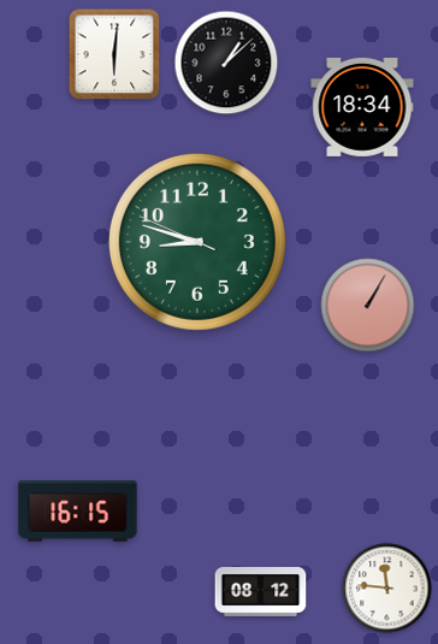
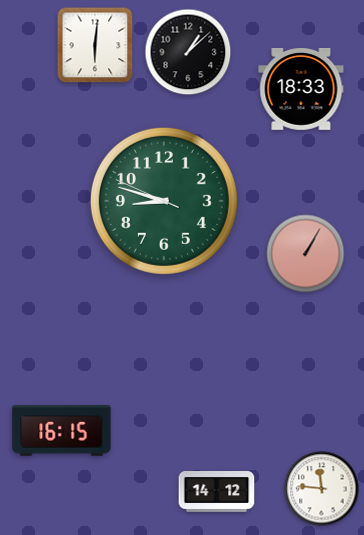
clock at (362, 107): 18:34 -> 18:33
clock at (78, 512) position: (78, 512) -> (62, 431)
clock at (261, 592): 08:12 -> 14:12
